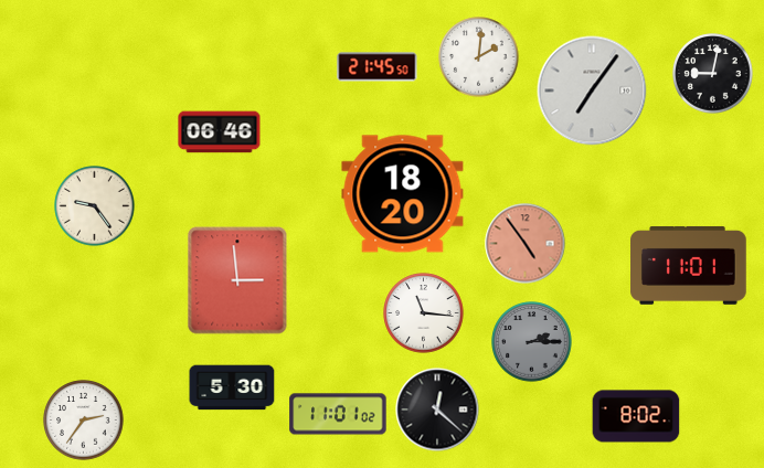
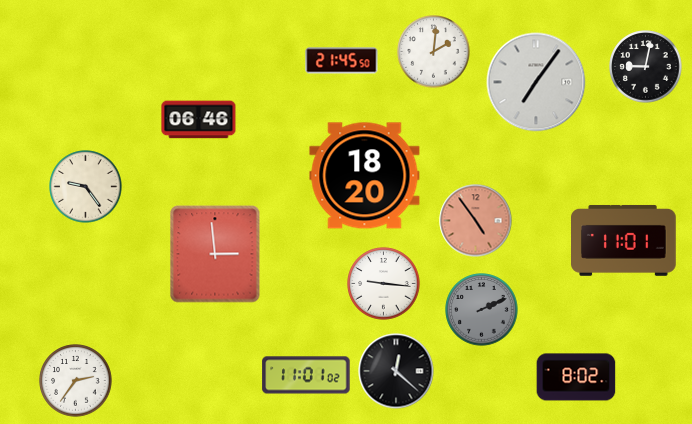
clock at (424, 313): 11:16 -> 9:16
clock at (532, 342): 2:15 -> 2:11
clock at (232, 387): 5:30 -> none
